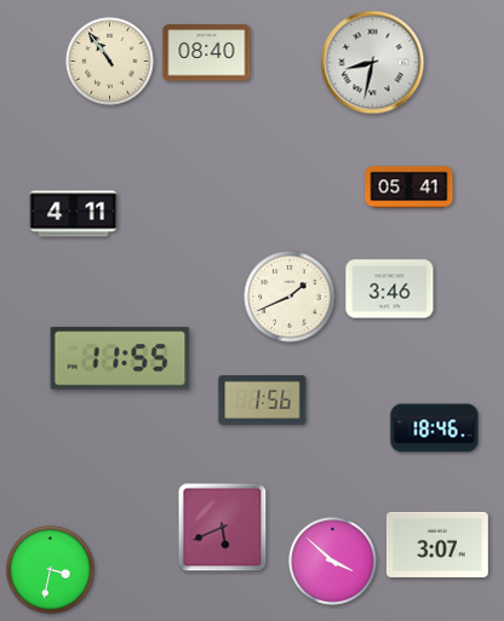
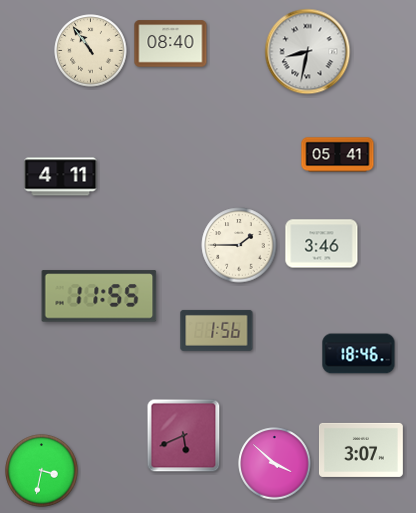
clock at (390, 289) position: (390, 289) -> (322, 244)
clock at (290, 297): 1:41 -> 1:45
